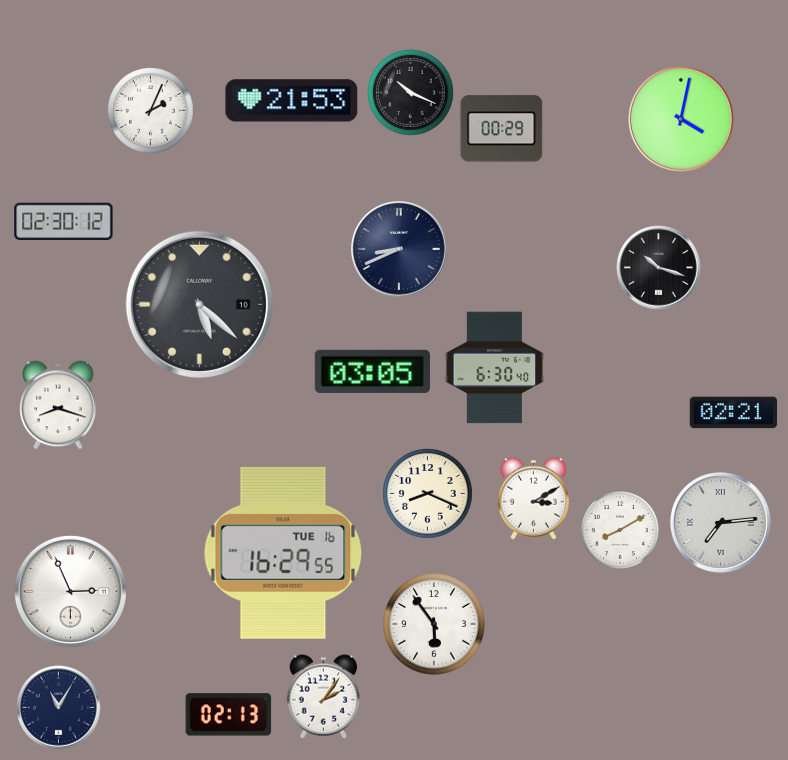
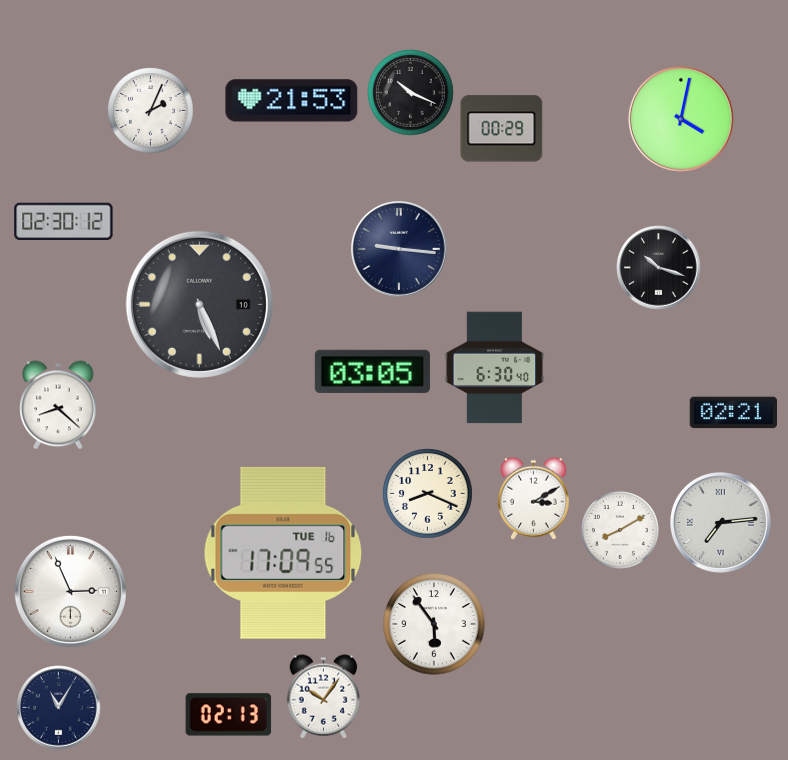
clock at (400, 250): 8:41 -> 9:16
clock at (199, 304): 5:22 -> 5:26
clock at (58, 405): 8:18 -> 8:22
clock at (283, 553): 16:29 -> 17:09
clock at (324, 697): 2:06 -> 10:06
